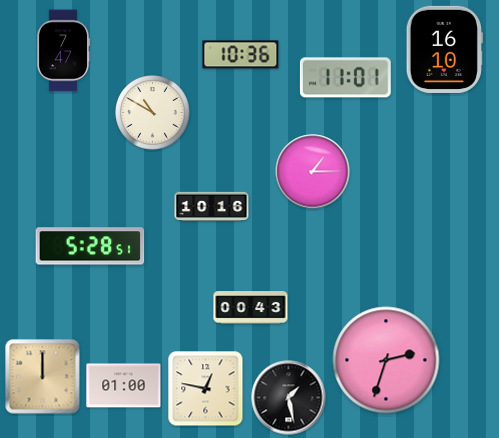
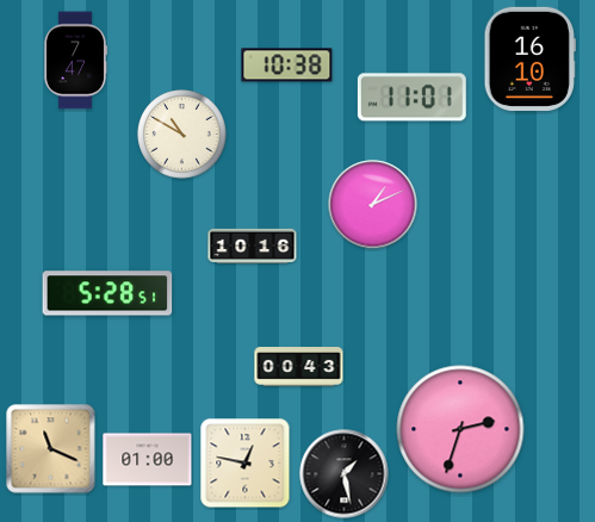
clock at (241, 55): 10:36 -> 10:38
clock at (345, 78) position: (345, 78) -> (411, 98)
clock at (313, 172): 1:15 -> 1:11
clock at (43, 377): 12:00 -> 11:19
